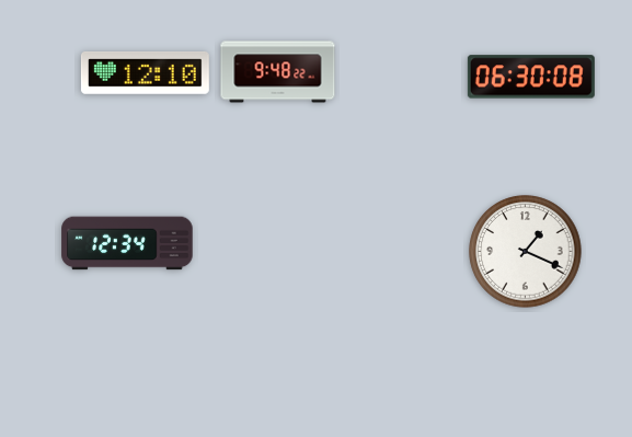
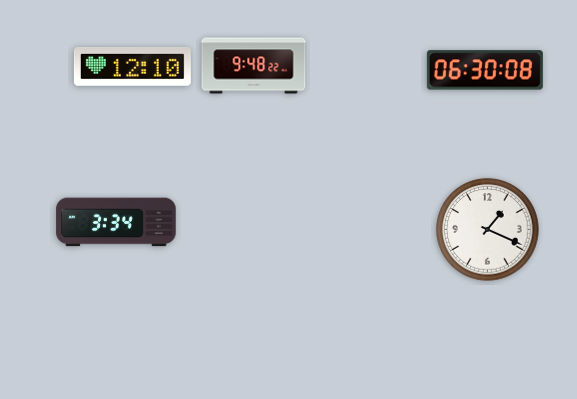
clock at (127, 243): 12:34 -> 3:34
clock at (526, 252) position: (526, 252) -> (488, 230)
